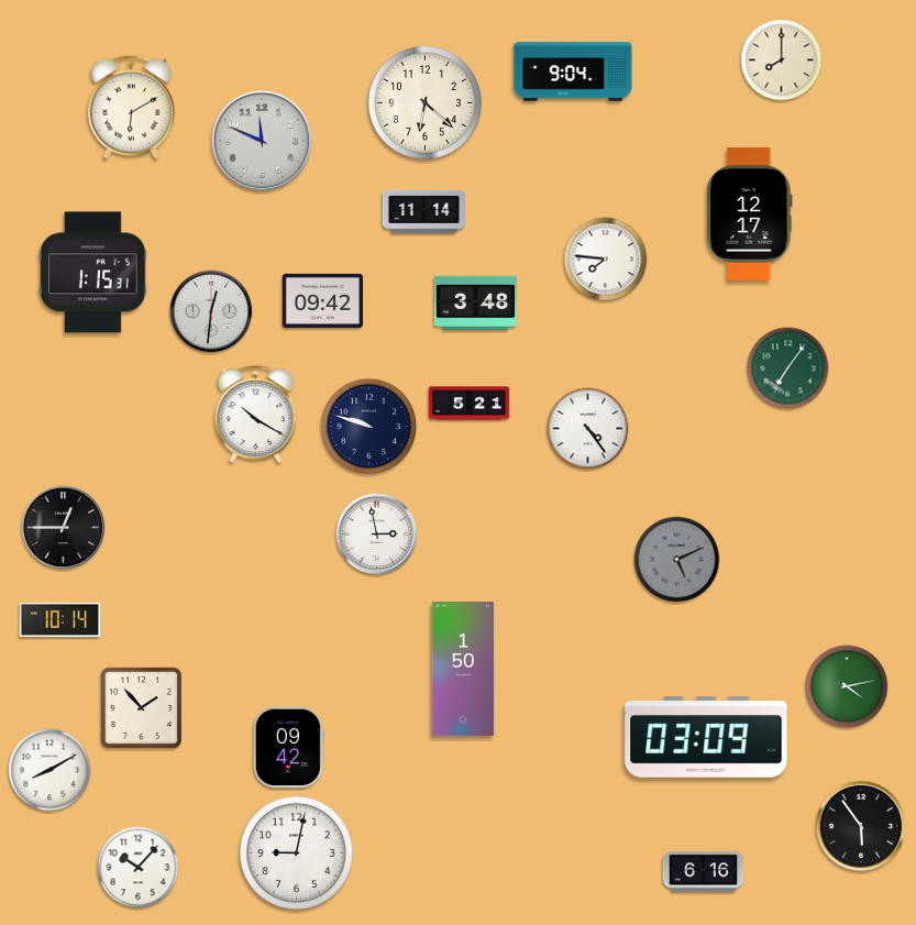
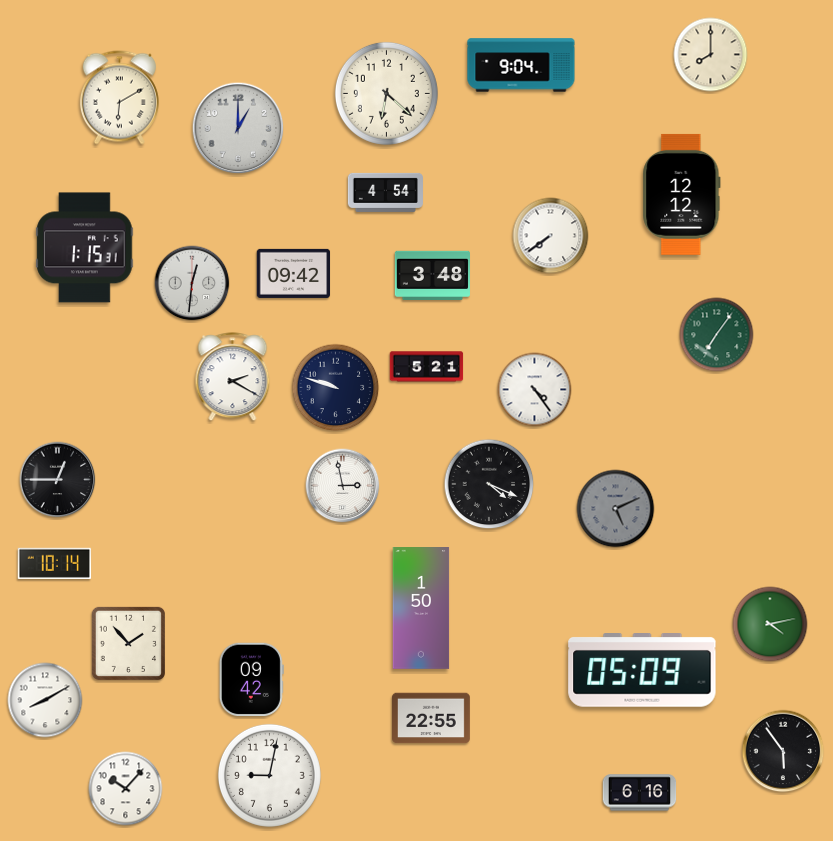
clock at (262, 141): 11:49 -> 1:00
clock at (423, 211): 11:14 -> 4:54
clock at (750, 213): 12:17 -> 12:12
clock at (606, 260): 7:46 -> 7:39
clock at (256, 415): 10:20 -> 2:20
clock at (489, 484): none -> 4:19
clock at (706, 738): 03:09 -> 05:09
clock at (288, 748) position: (288, 748) -> (251, 680)
clock at (432, 718): none -> 22:55
